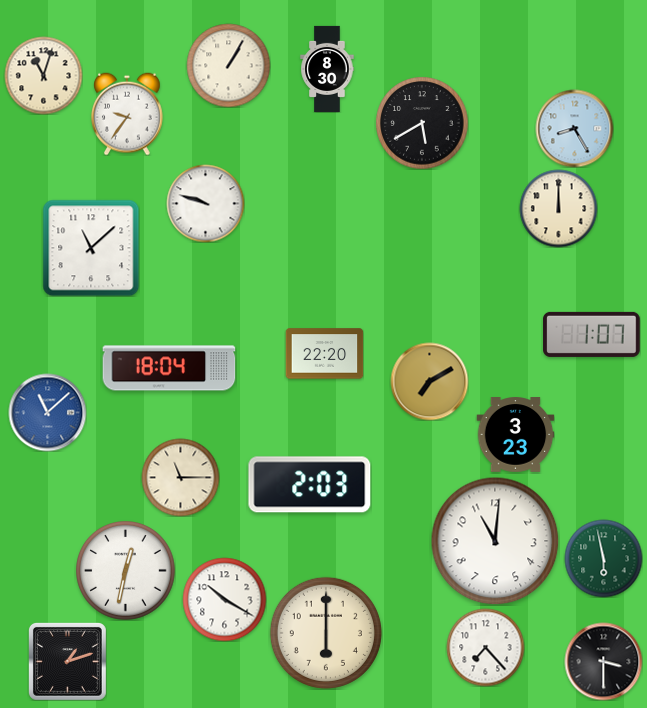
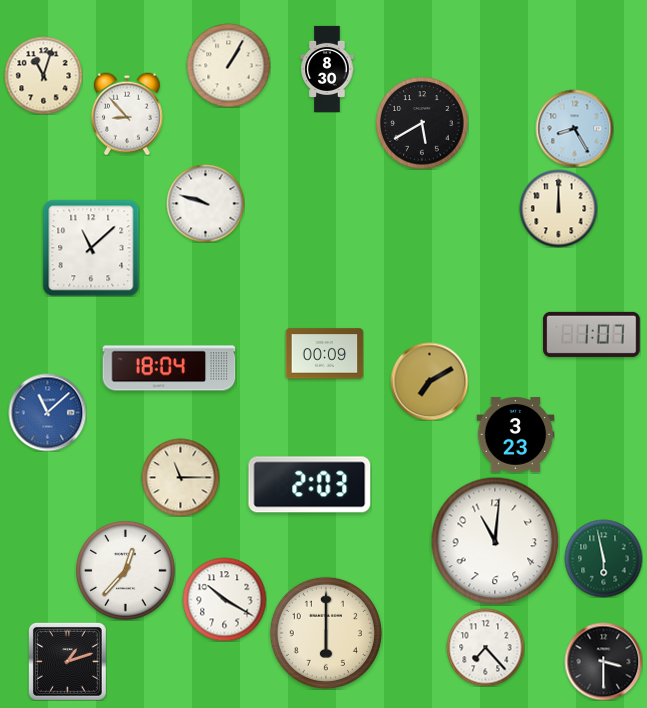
clock at (127, 114): 9:36 -> 8:53
clock at (324, 354): 22:20 -> 00:09
clock at (126, 571): 12:32 -> 12:37
